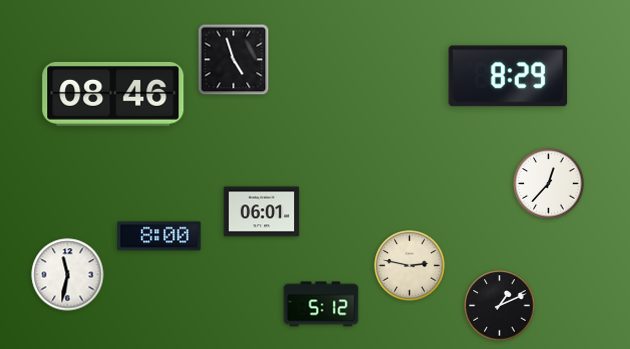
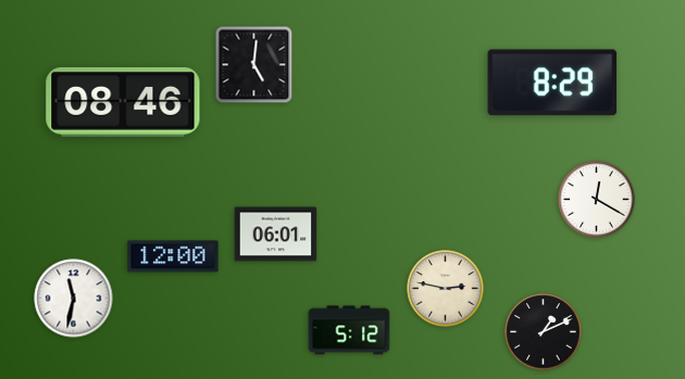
clock at (234, 60): 4:57 -> 5:01
clock at (549, 184): 12:37 -> 12:20
clock at (262, 212) position: (262, 212) -> (276, 235)
clock at (159, 236): 8:00 -> 12:00
